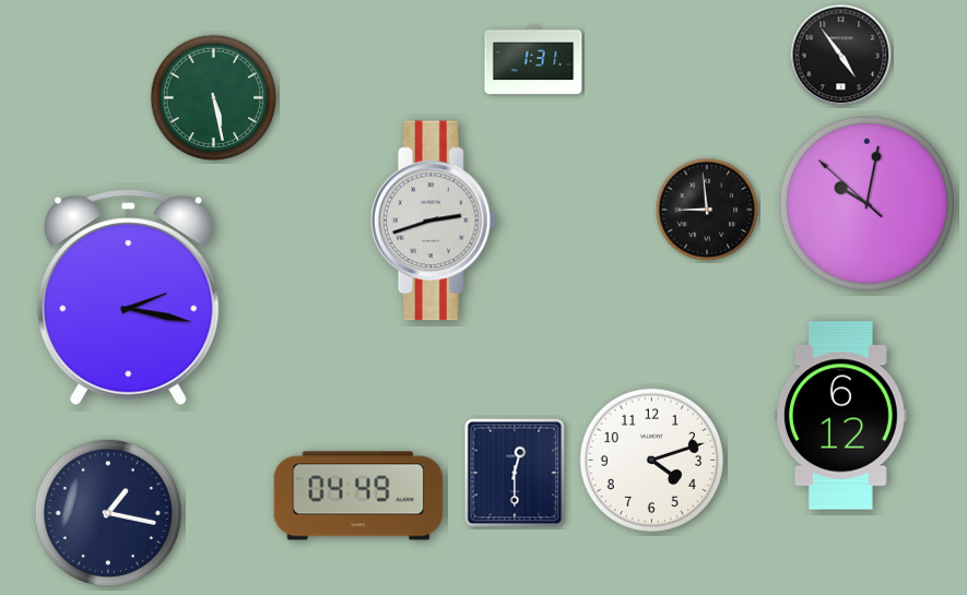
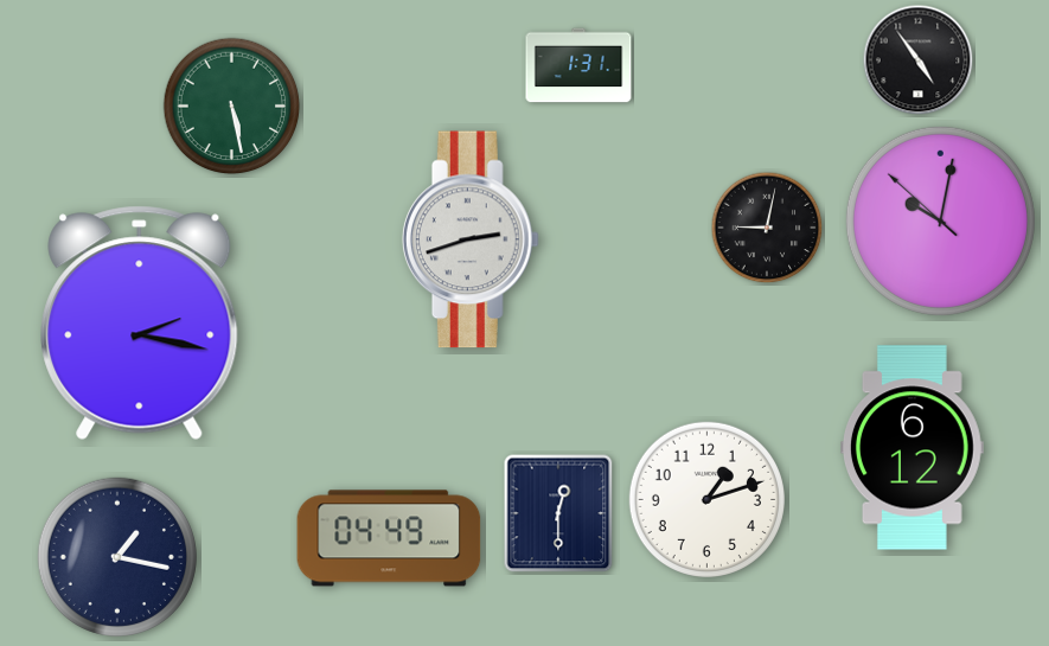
clock at (841, 56) position: (841, 56) -> (919, 60)
clock at (707, 210): 8:59 -> 9:02
clock at (840, 416) position: (840, 416) -> (912, 448)
clock at (651, 460): 4:12 -> 1:12
